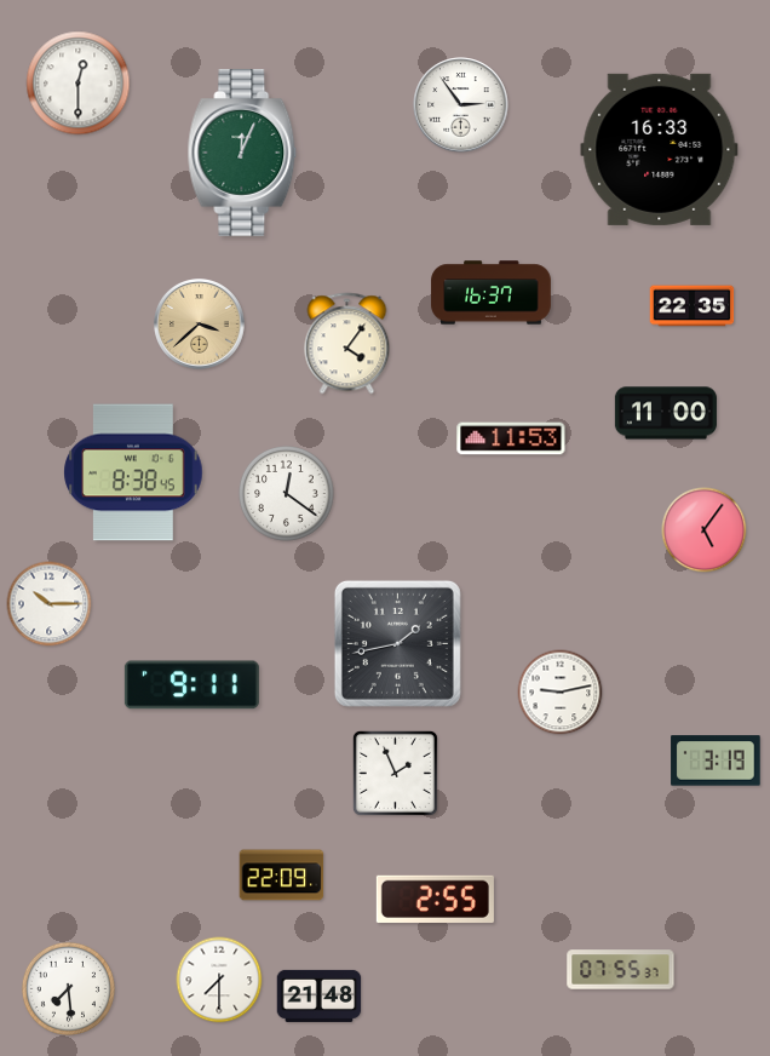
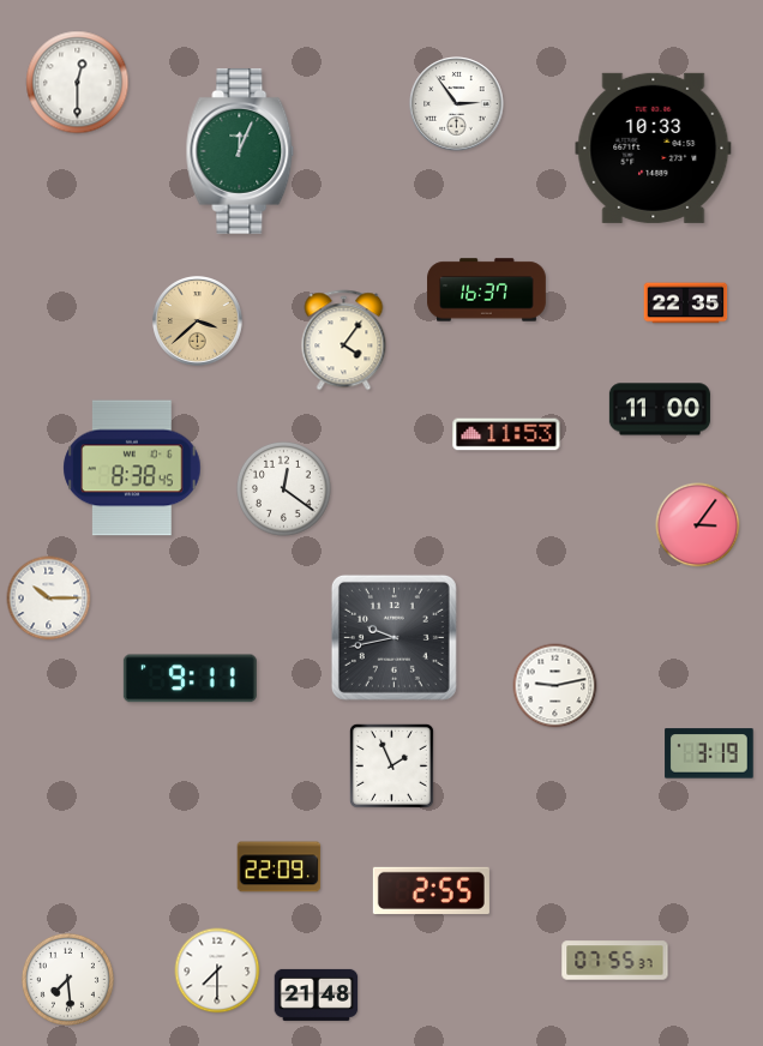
clock at (660, 149): 16:33 -> 10:33
clock at (705, 530): 5:06 -> 3:06
clock at (397, 643): 1:43 -> 9:43
clock at (320, 995) position: (320, 995) -> (317, 994)
